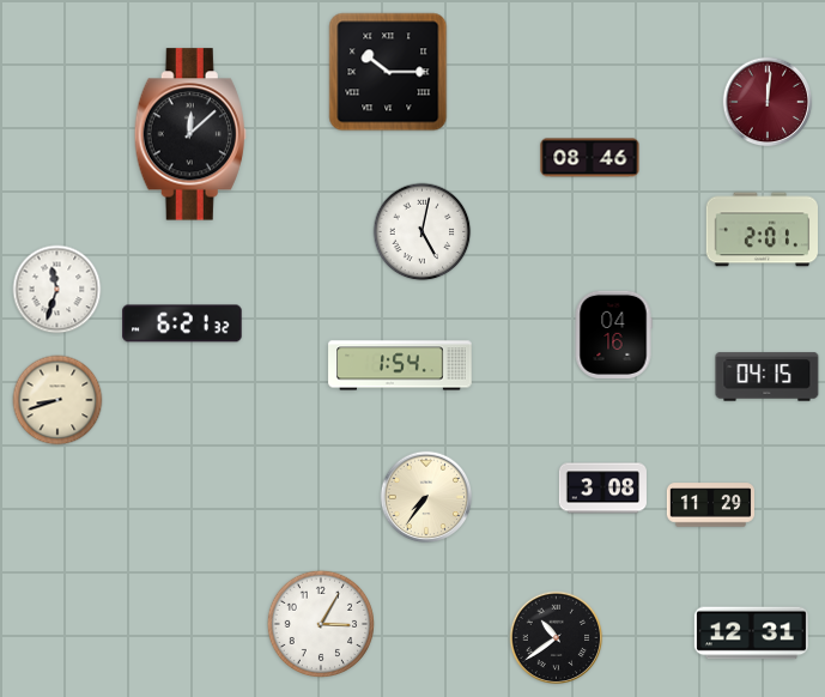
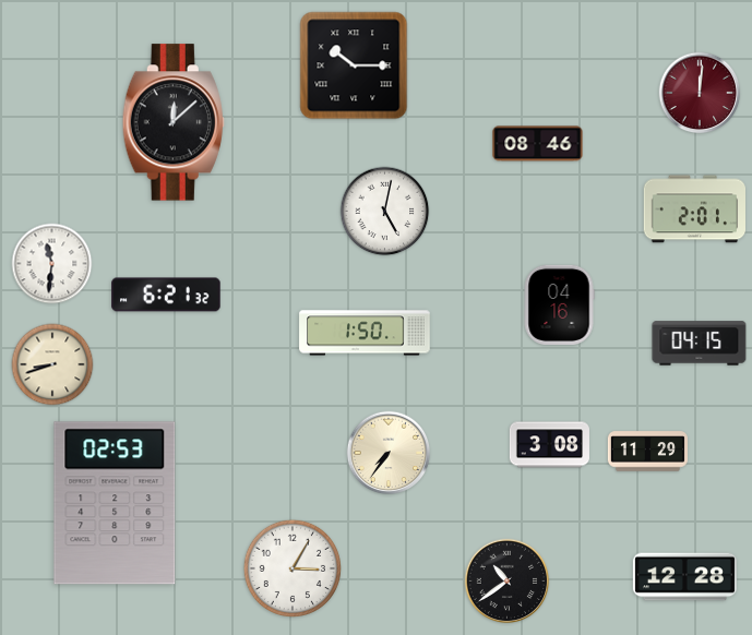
clock at (57, 290): 11:33 -> 11:31
clock at (400, 365): 1:54 -> 1:50
clock at (710, 505) position: (710, 505) -> (647, 452)
clock at (115, 503): none -> 02:53
clock at (751, 634): 12:31 -> 12:28
